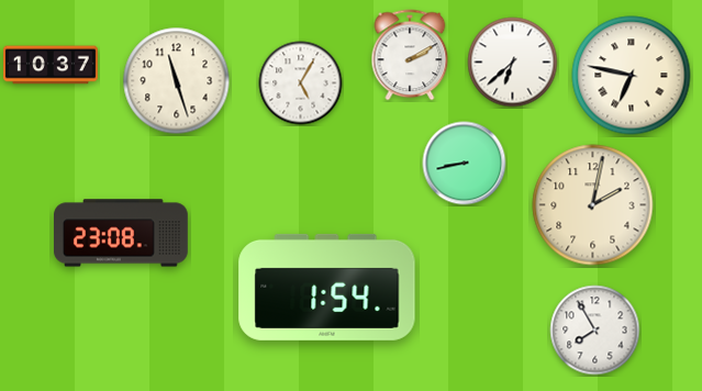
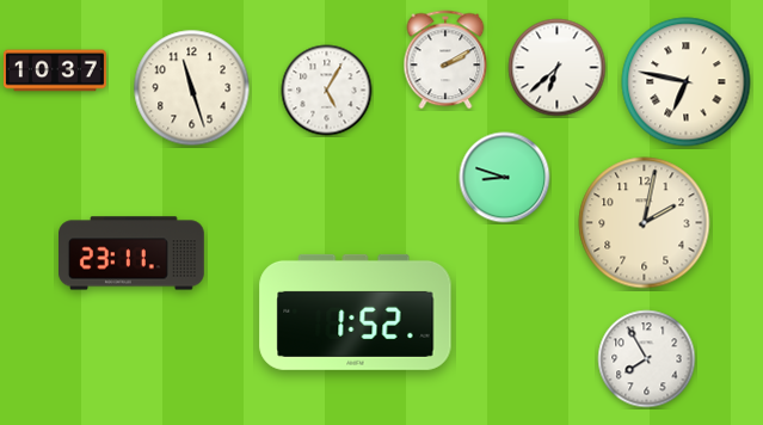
clock at (465, 164): 8:43 -> 8:48
clock at (122, 233): 23:08 -> 23:11
clock at (327, 287): 1:54 -> 1:52
